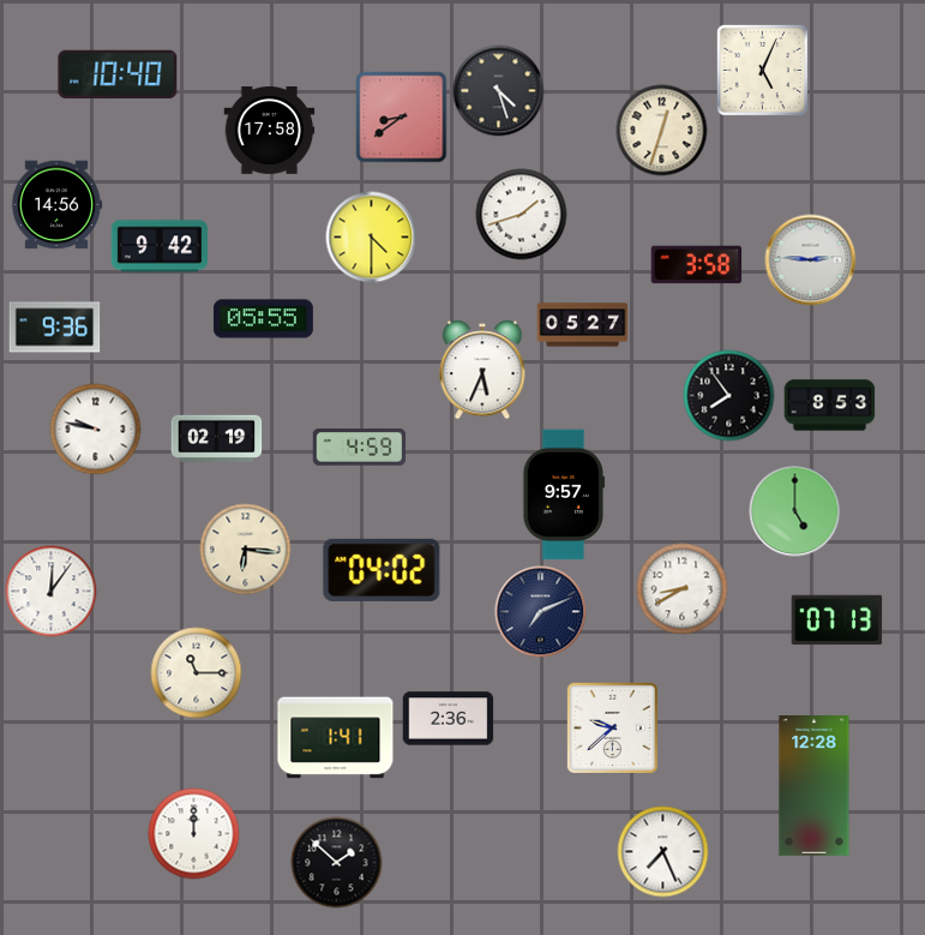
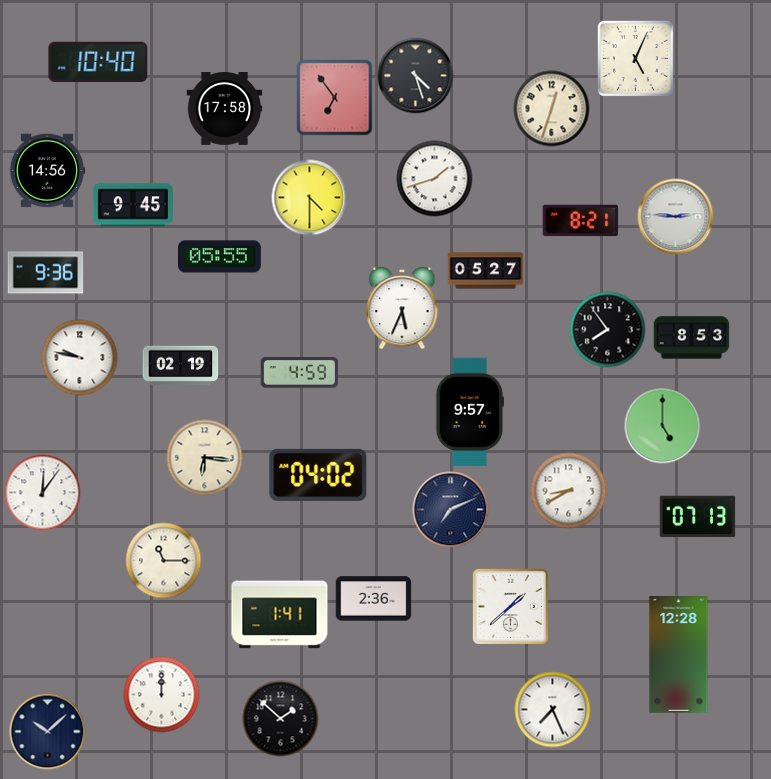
clock at (402, 118): 8:39 -> 6:54
clock at (160, 246): 9:42 -> 9:45
clock at (697, 265): 3:58 -> 8:21
clock at (263, 319) position: (263, 319) -> (219, 257)
clock at (612, 727): 9:38 -> 1:38
clock at (48, 732): none -> 10:08
